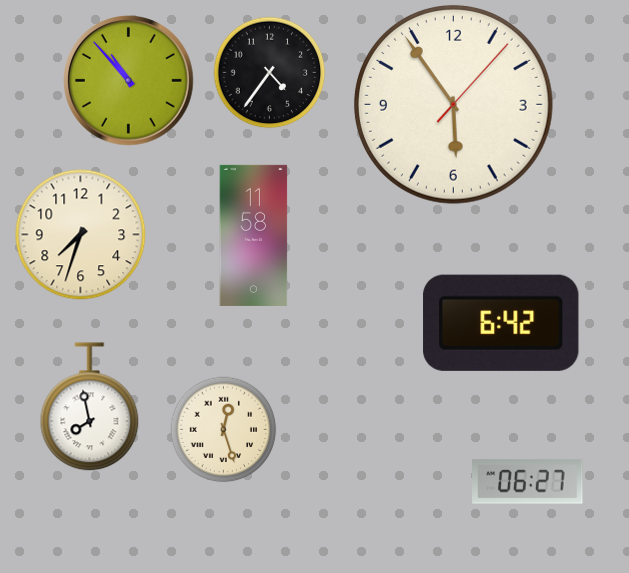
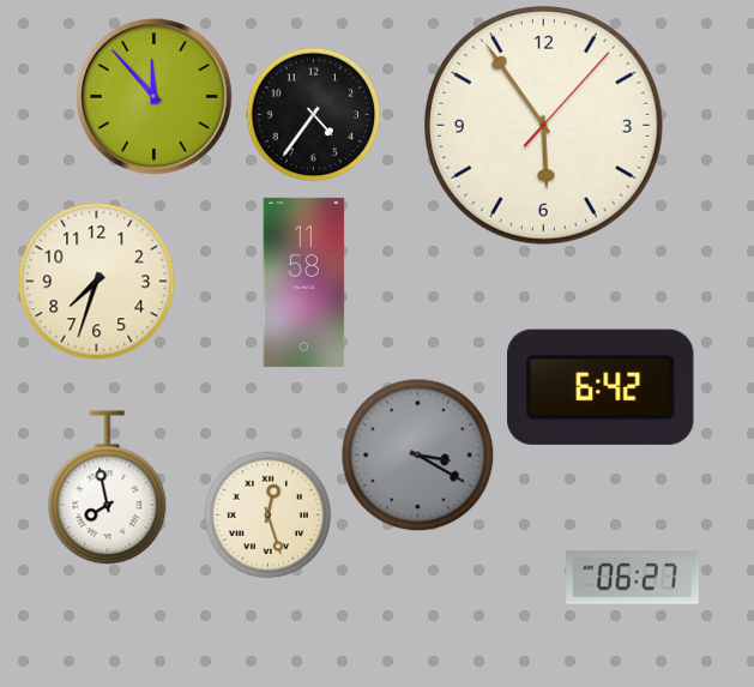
clock at (270, 73) position: (270, 73) -> (314, 115)
clock at (129, 81): 10:53 -> 11:53
clock at (418, 456): none -> 3:20
